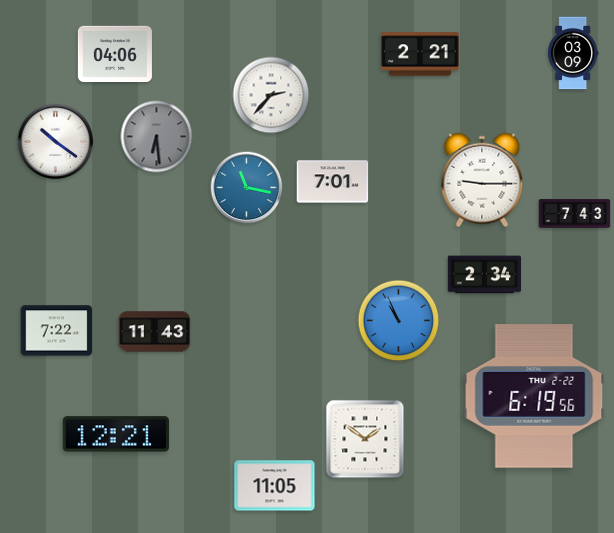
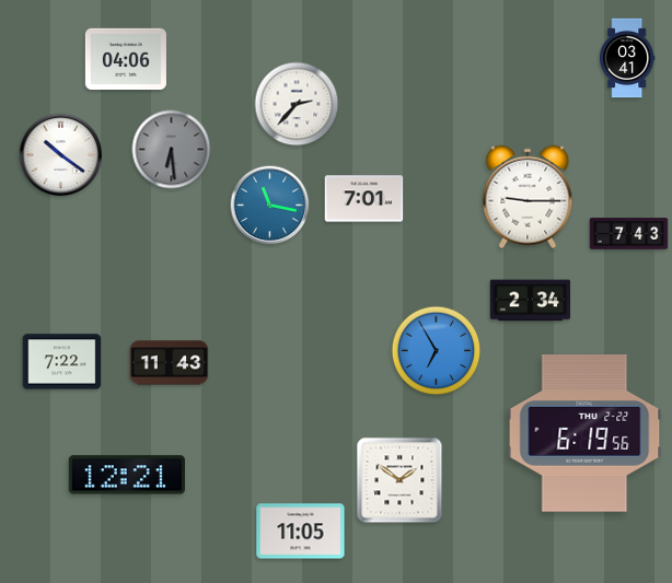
clock at (574, 53): 03:09 -> 03:41
clock at (420, 54): 2:21 -> none
clock at (399, 321): 10:56 -> 6:55
